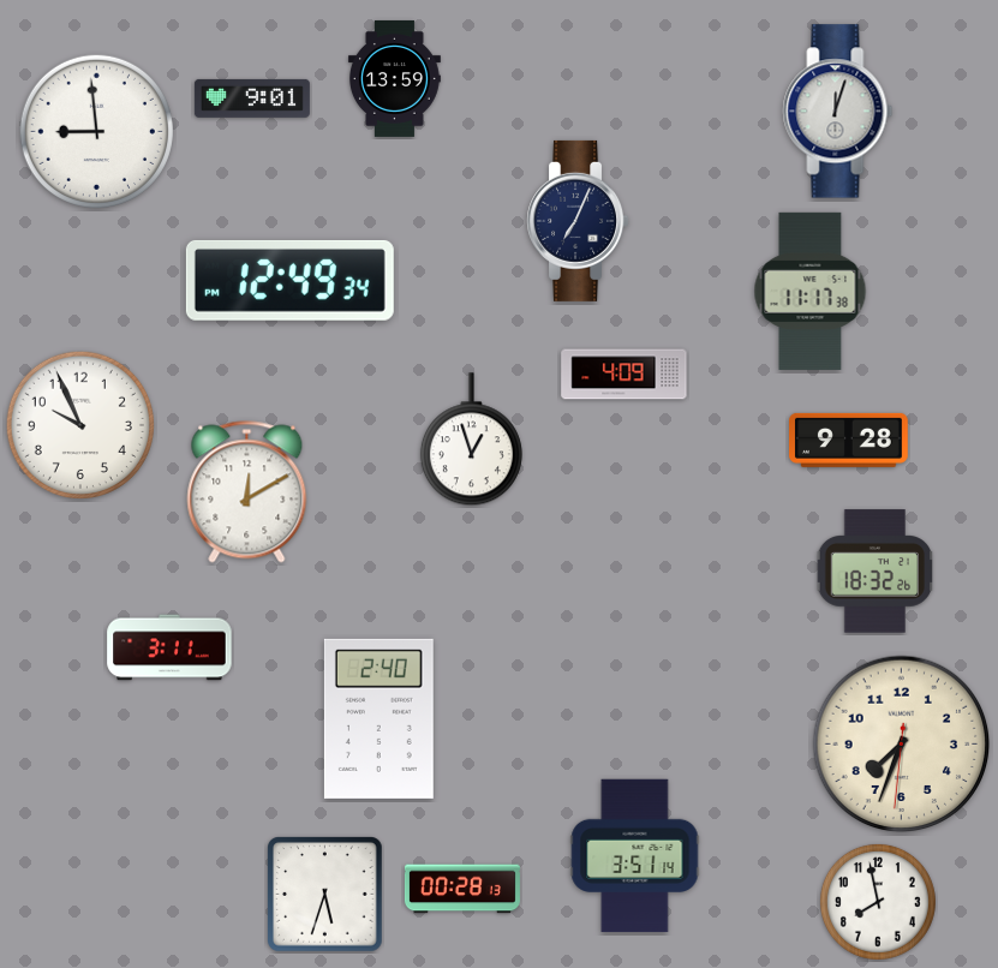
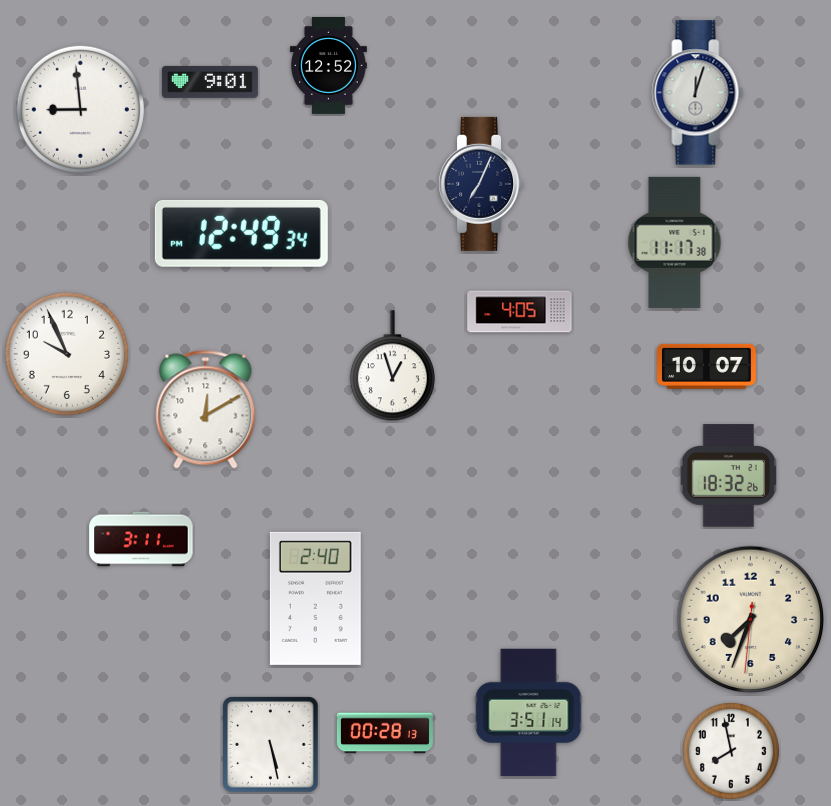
clock at (394, 78): 13:59 -> 12:52
clock at (625, 375): 4:09 -> 4:05
clock at (849, 440): 9:28 -> 10:07
clock at (462, 889) position: (462, 889) -> (385, 733)
clock at (325, 895): 5:33 -> 5:28
